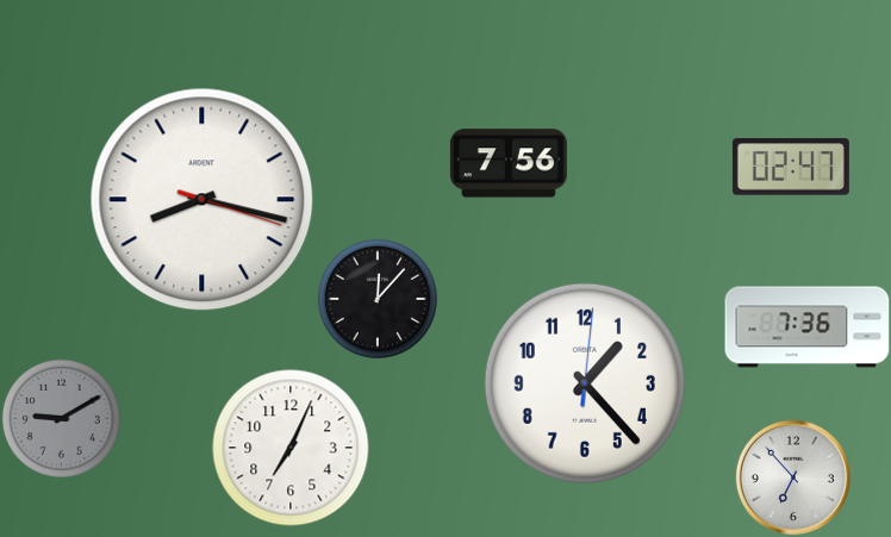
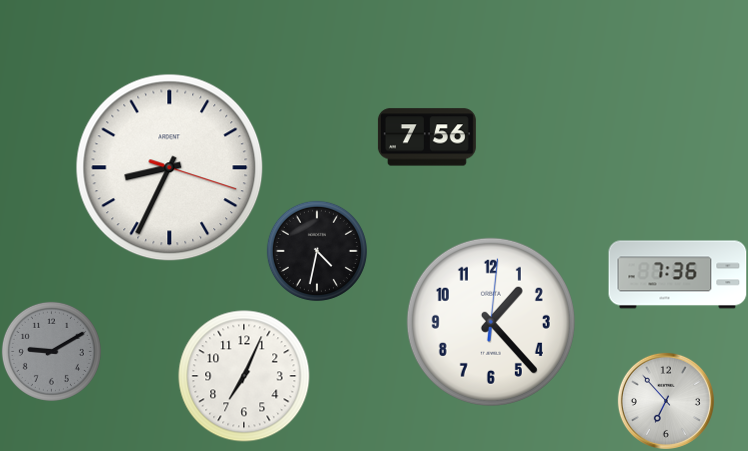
clock at (791, 167): 02:47 -> none
clock at (202, 200): 8:17 -> 8:34
clock at (378, 299): 12:07 -> 4:32
